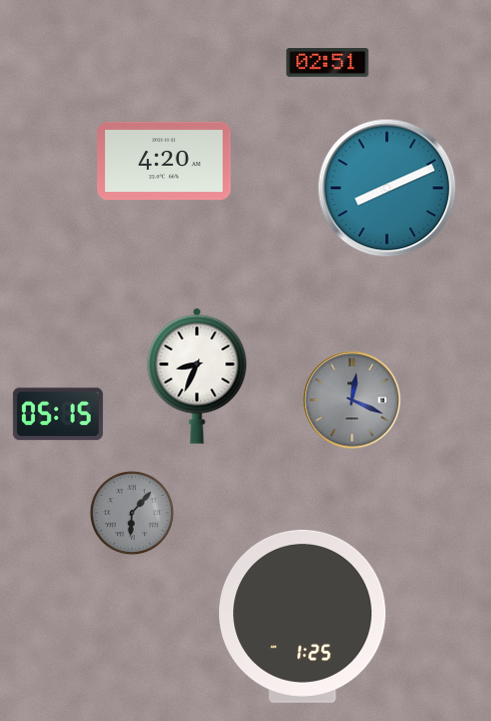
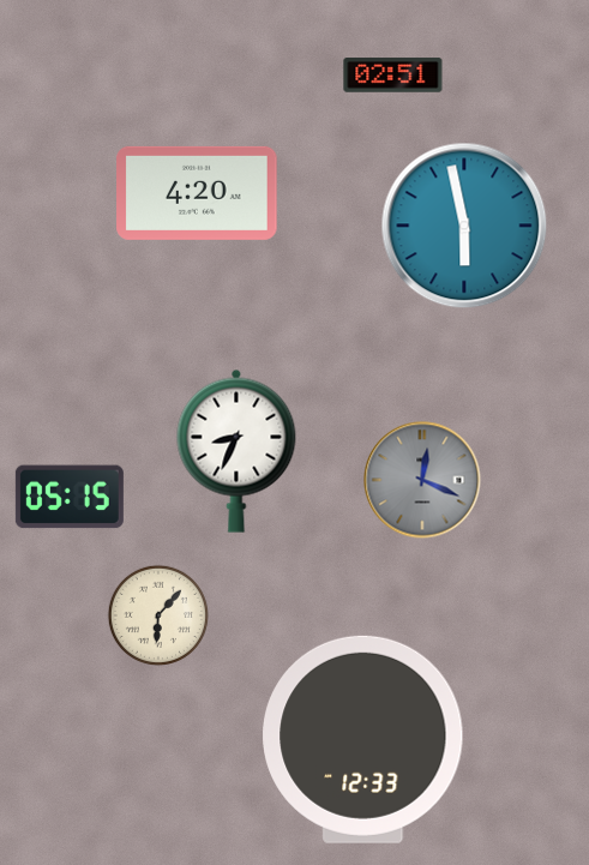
clock at (387, 188): 8:11 -> 5:58
clock at (132, 513) dial: grey -> cream
clock at (303, 616): 1:25 -> 12:33
